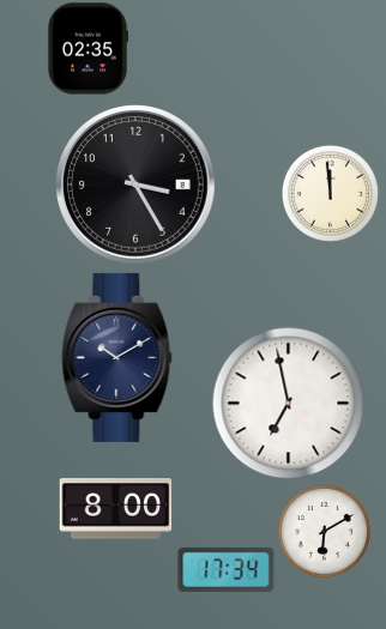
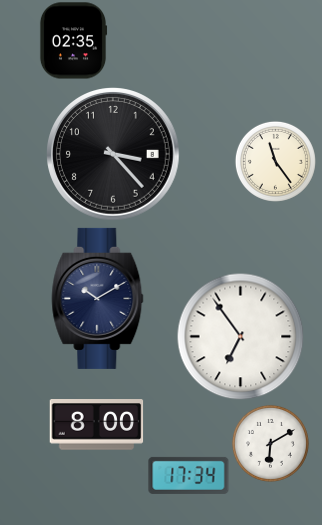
clock at (135, 185): 3:25 -> 3:23
clock at (330, 193): 11:59 -> 11:24
clock at (289, 404): 6:58 -> 6:54
